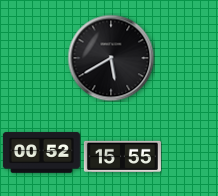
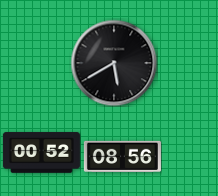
clock at (111, 58) position: (111, 58) -> (114, 63)
clock at (122, 156): 15:55 -> 08:56
